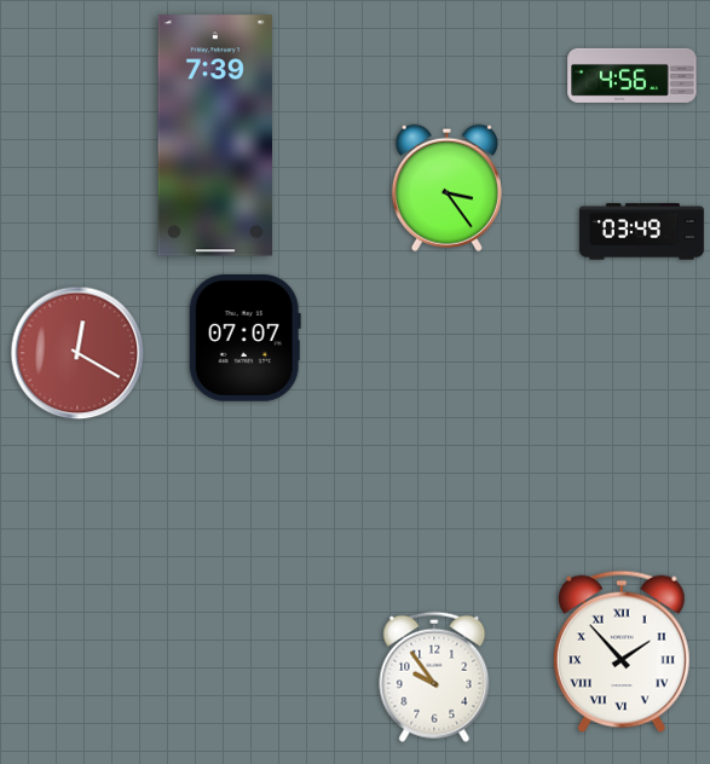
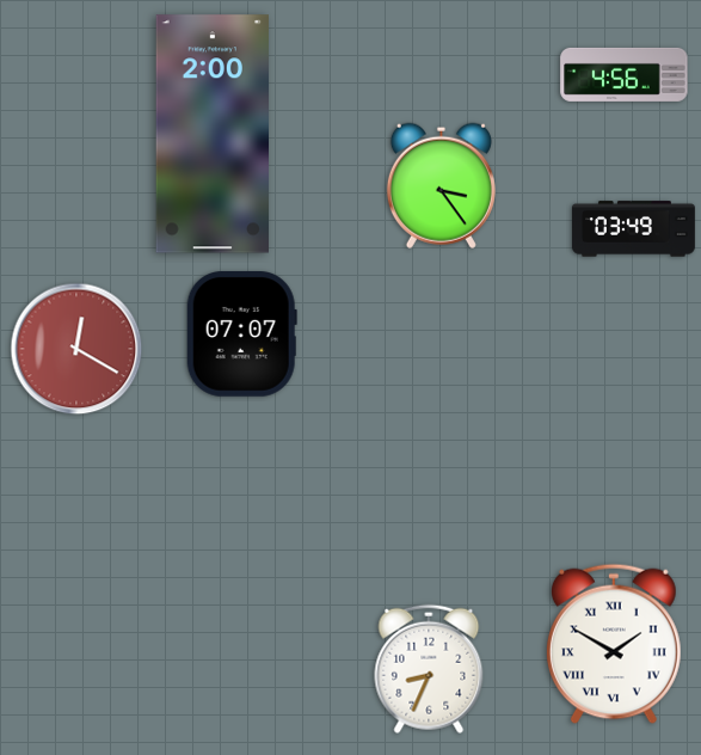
clock at (214, 135): 7:39 -> 2:00
clock at (622, 652): 1:53 -> 1:50
clock at (434, 677): 9:54 -> 8:34
